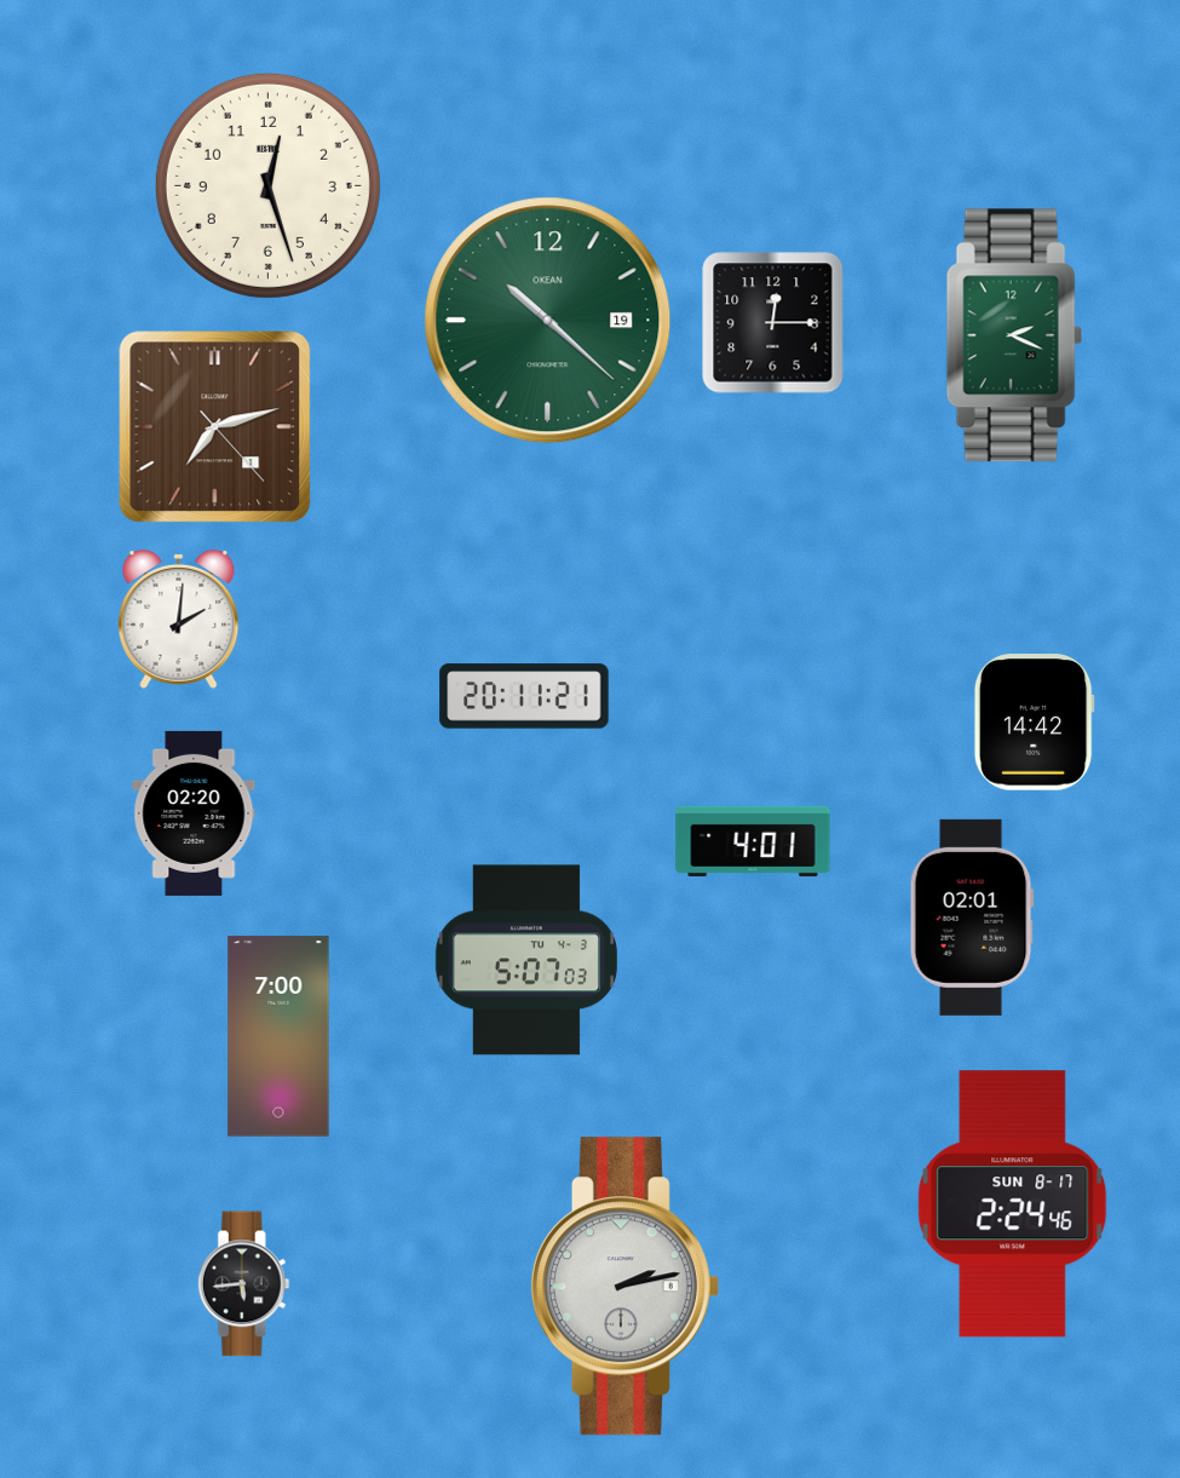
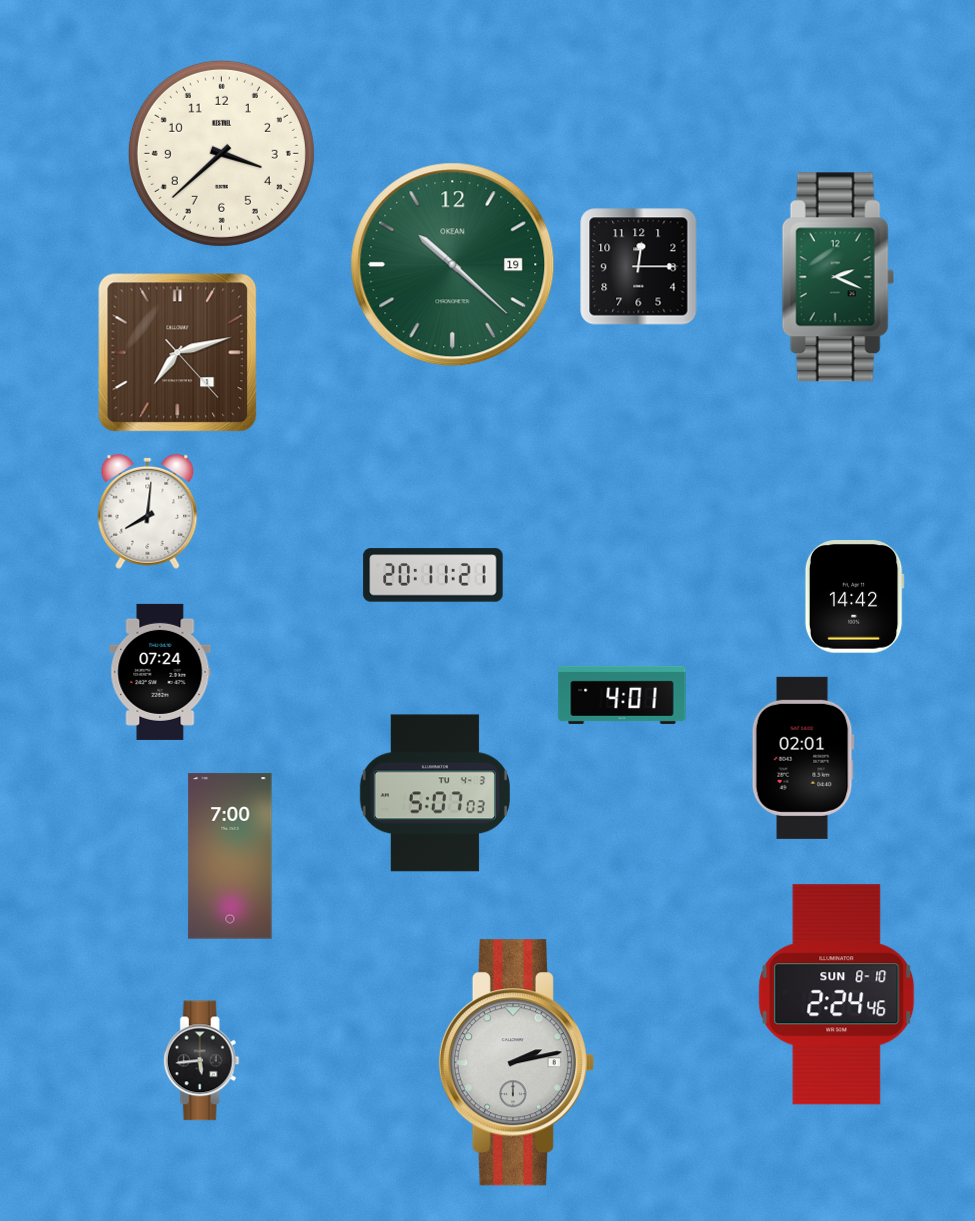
clock at (267, 185): 12:27 -> 3:38
clock at (179, 619): 2:01 -> 8:01
clock at (194, 813): 02:20 -> 07:24
clock at (1013, 1204) date: SUN 8-17 -> SUN 8-10
